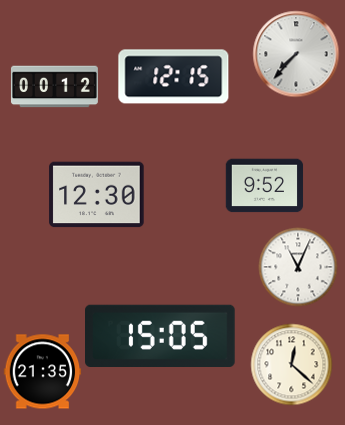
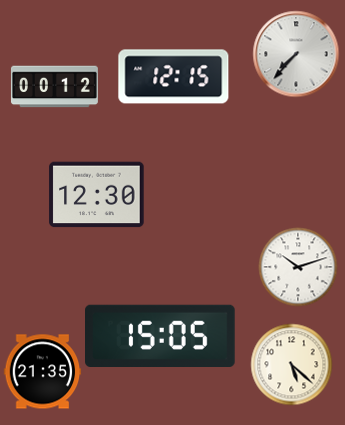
clock at (264, 186): 9:52 -> none
clock at (298, 267): 11:04 -> 10:12
clock at (291, 364): 12:22 -> 5:22
